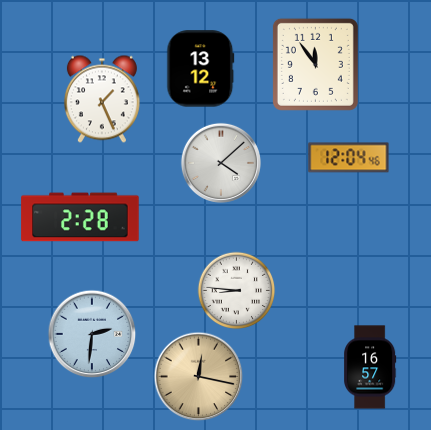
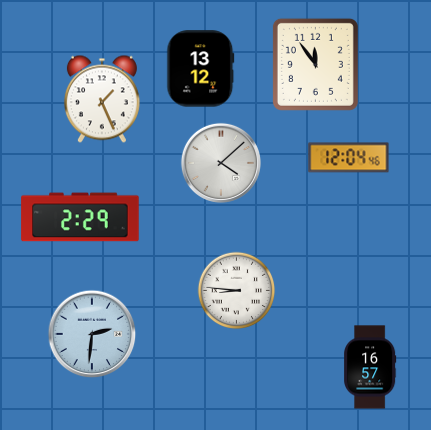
clock at (80, 217): 2:28 -> 2:29
clock at (198, 376): 12:17 -> none
